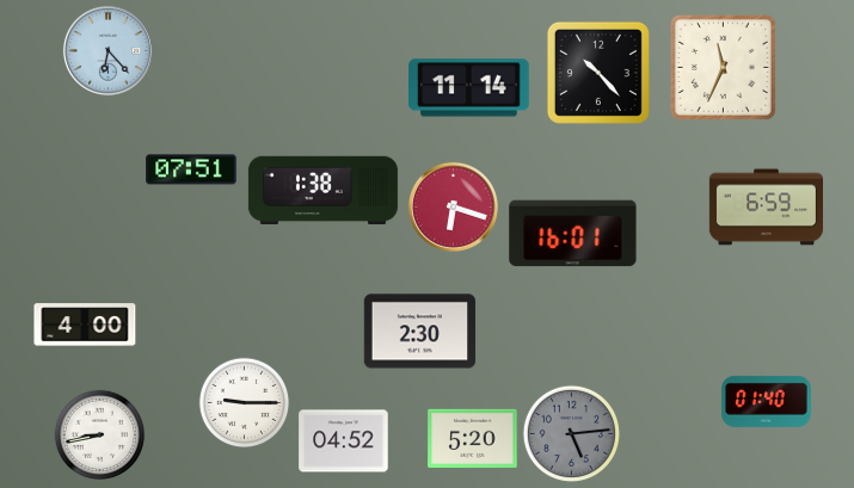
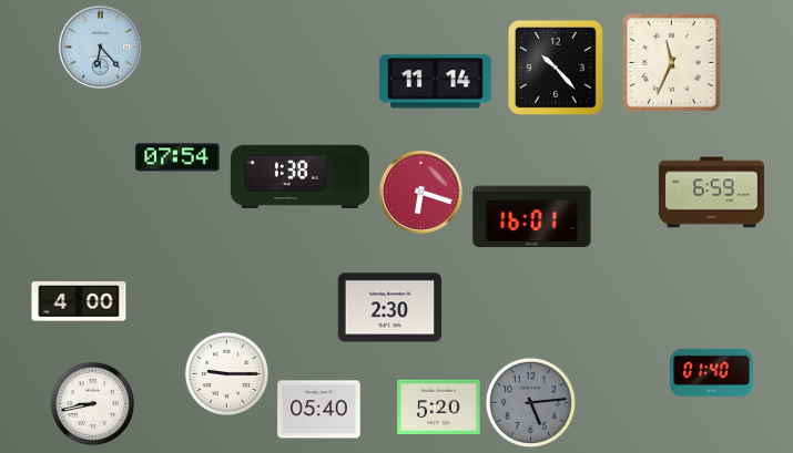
clock at (191, 169): 07:51 -> 07:54
clock at (344, 441): 04:52 -> 05:40
